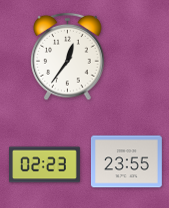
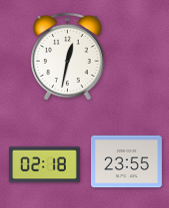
clock at (68, 57): 12:36 -> 12:32
clock at (45, 165): 02:23 -> 02:18
